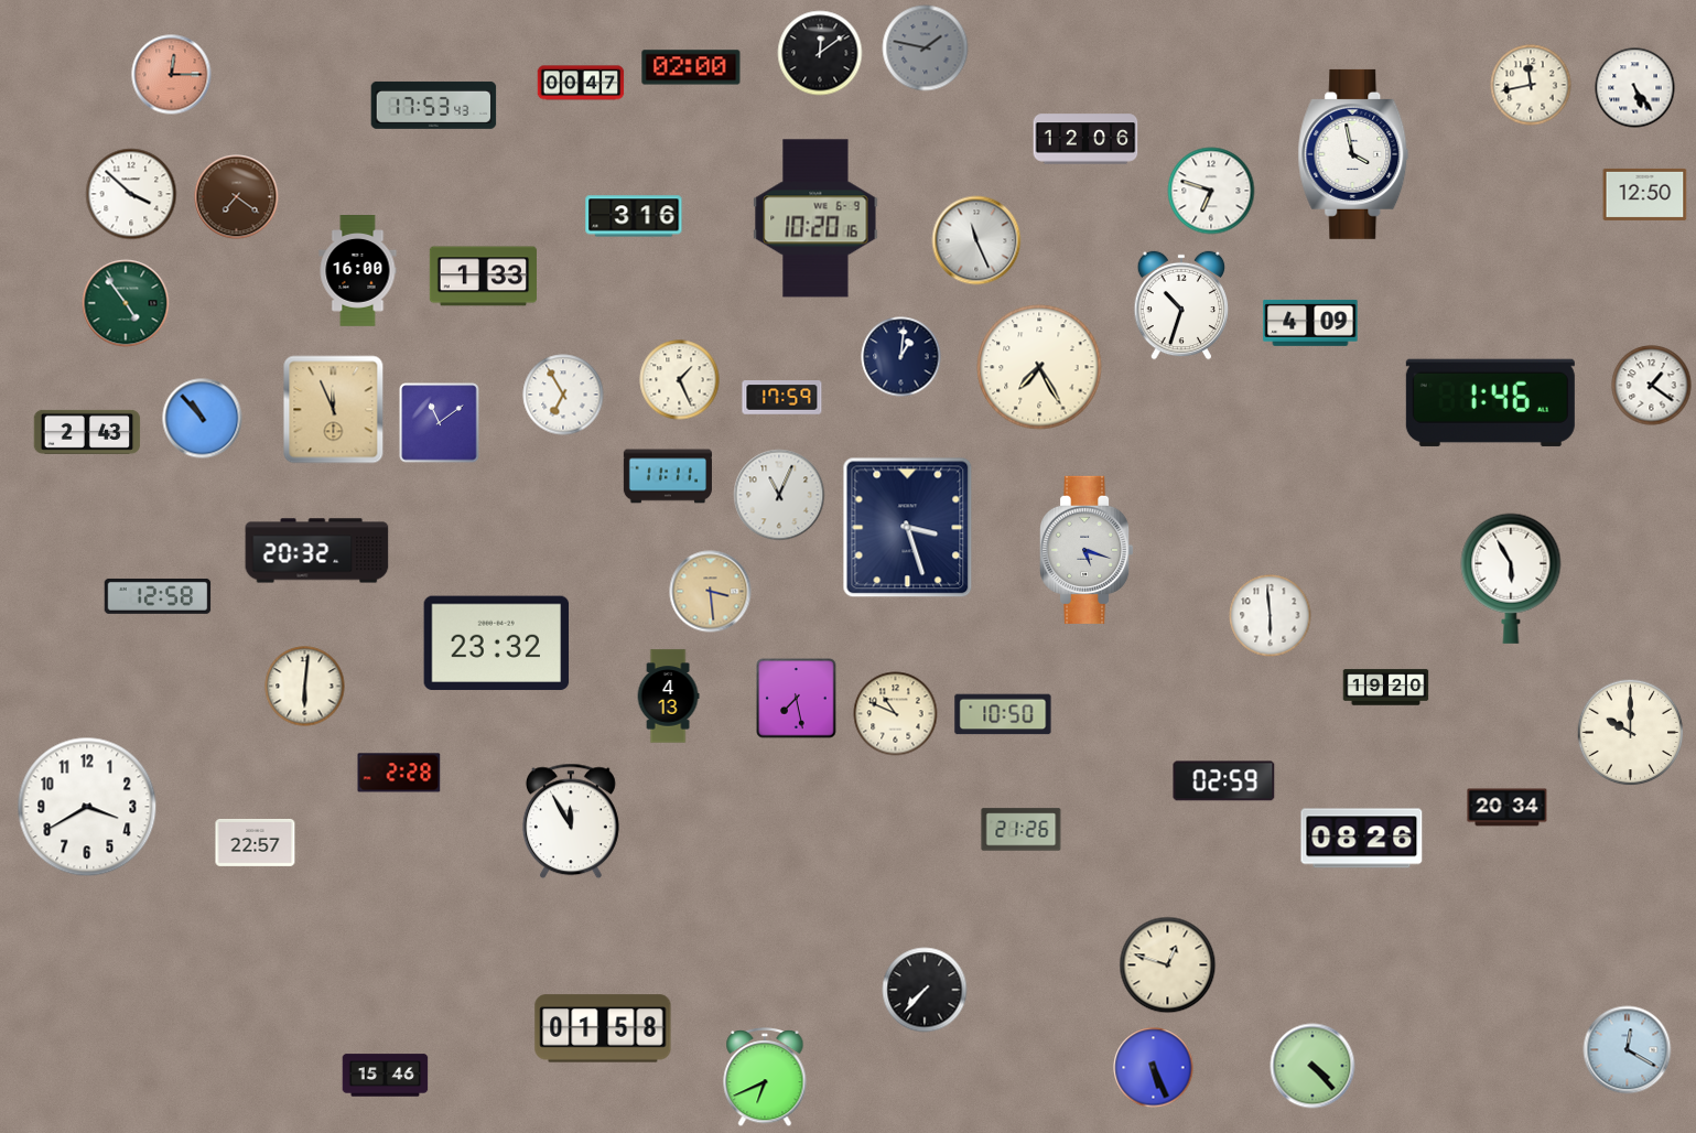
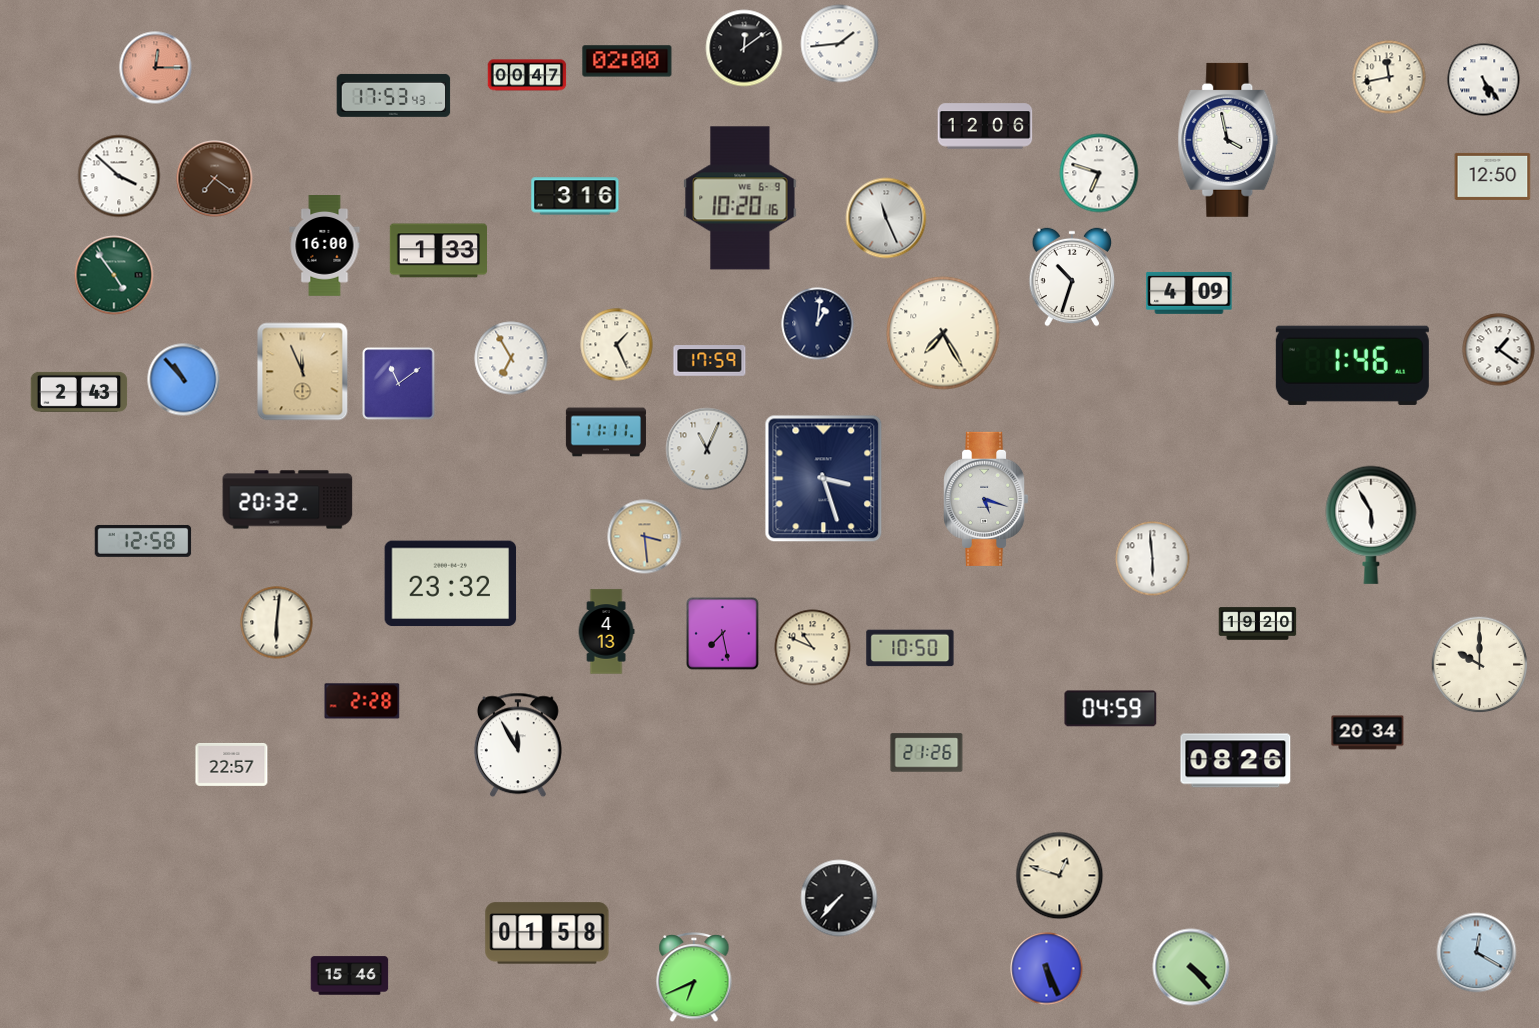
clock at (926, 48): 1:47 -> 1:44
clock at (926, 48) dial: grey -> white
clock at (1224, 781): 02:59 -> 04:59
clock at (87, 807): 3:40 -> none
